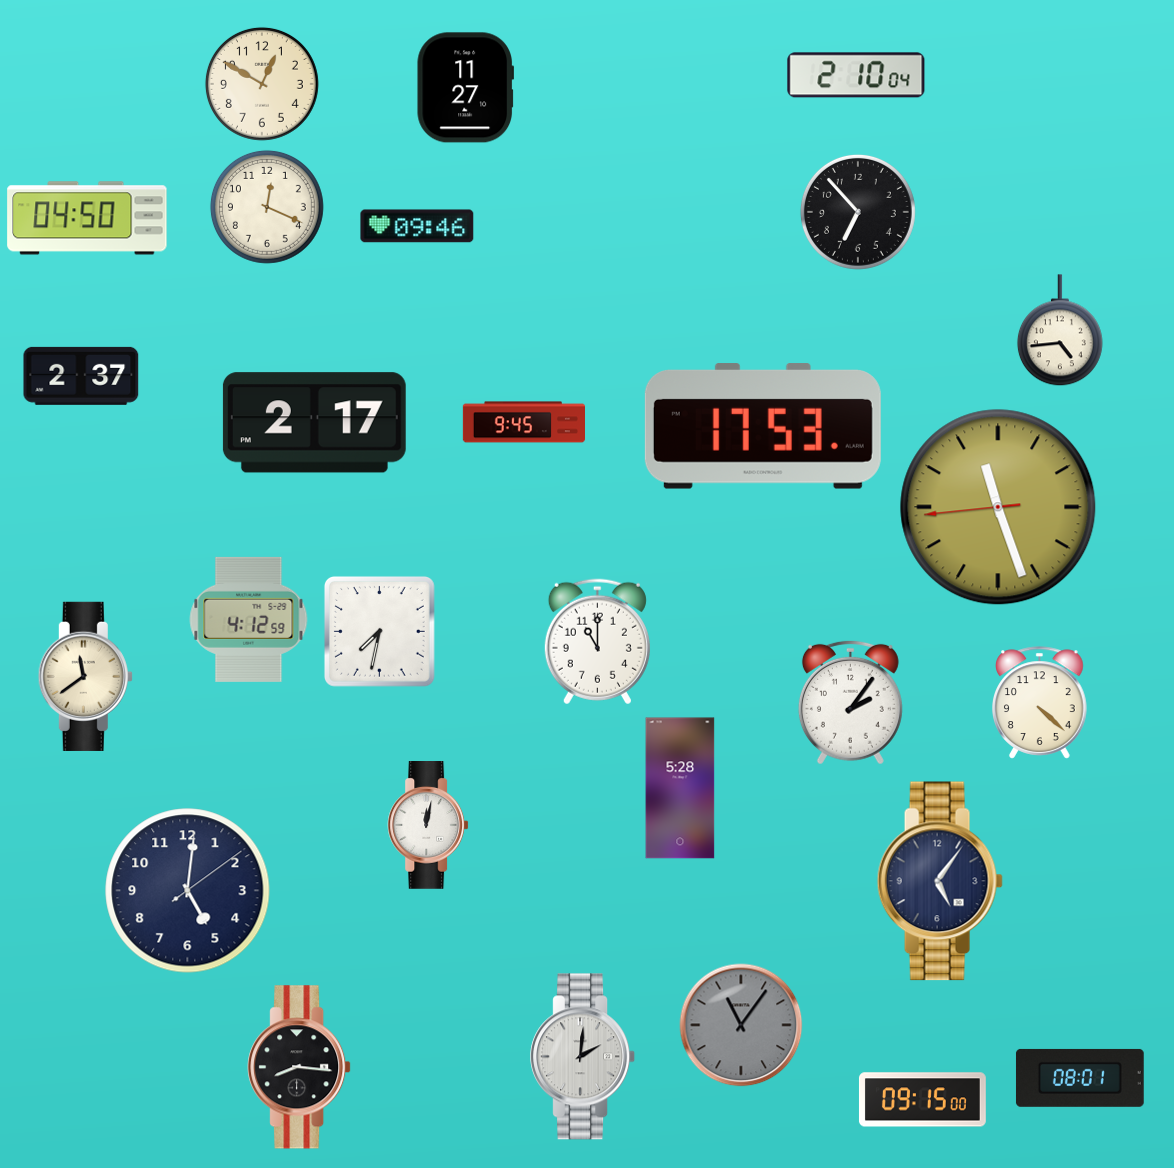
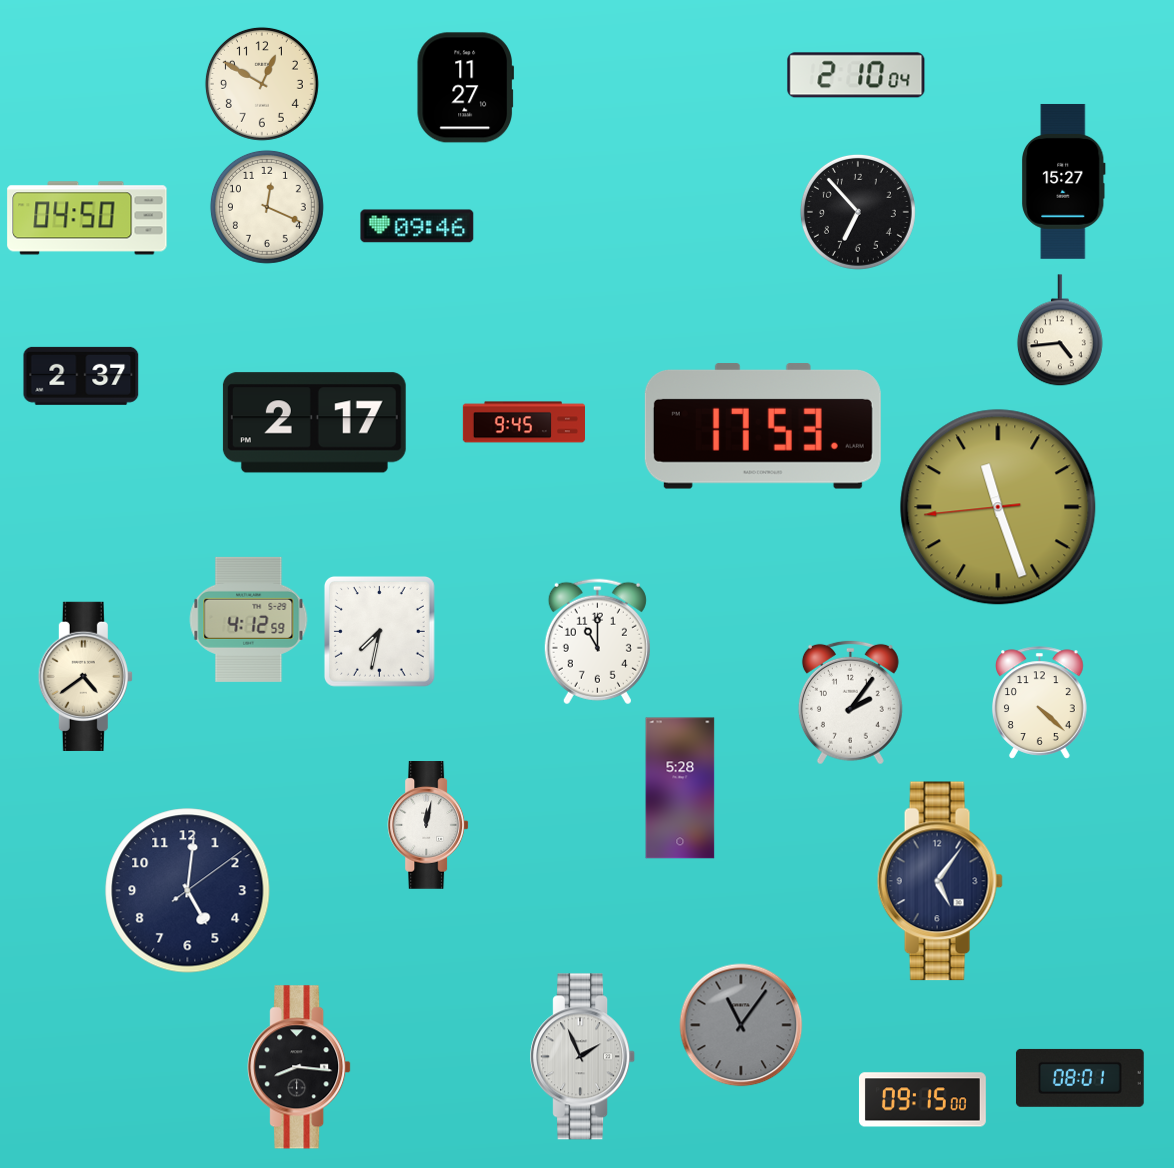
clock at (1063, 181): none -> 15:27
clock at (85, 676): 11:39 -> 4:39
clock at (583, 1057): 2:01 -> 1:56
